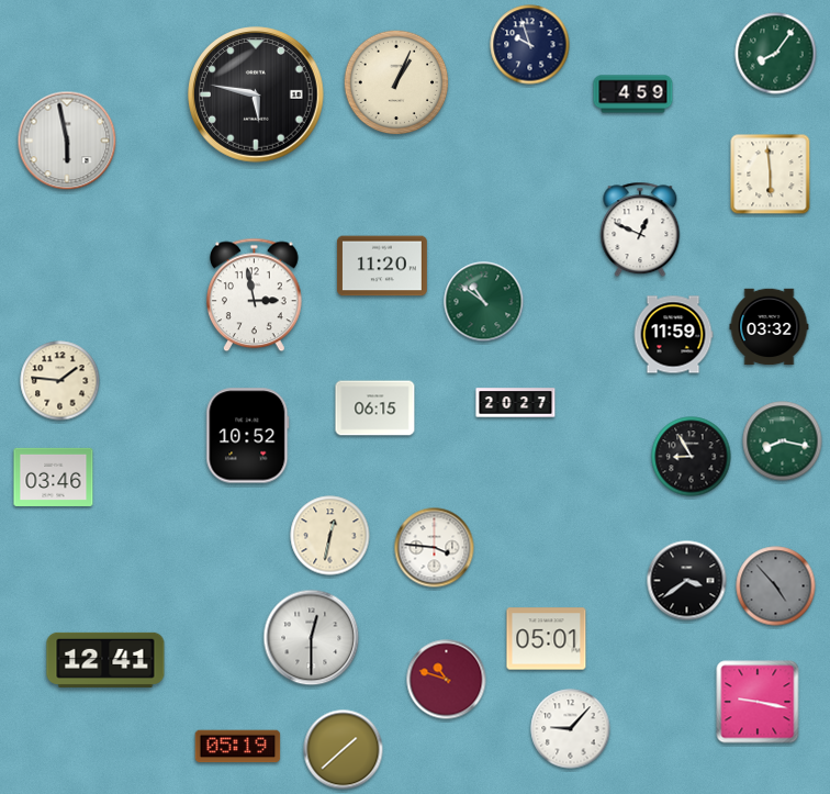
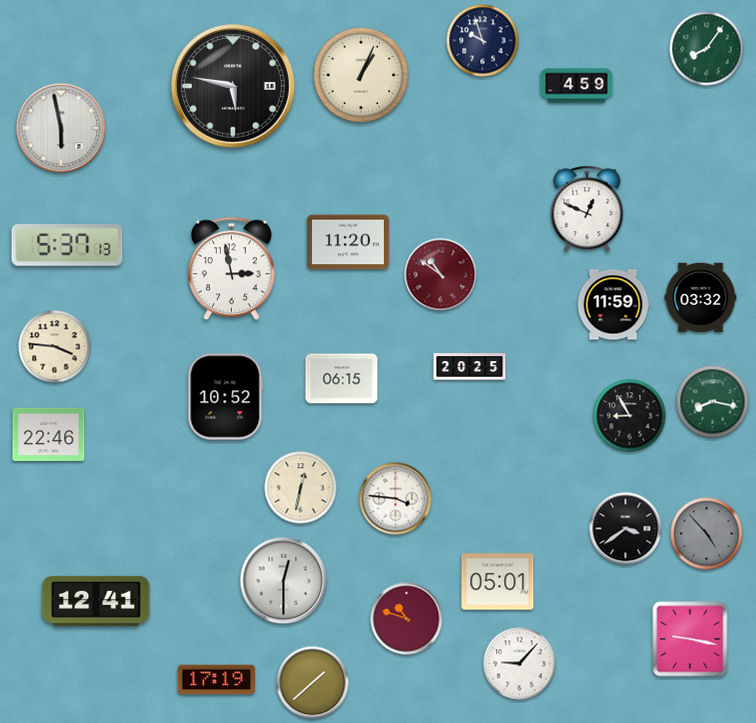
clock at (771, 175): 5:59 -> none
clock at (640, 230) position: (640, 230) -> (587, 209)
clock at (67, 245): none -> 5:37
clock at (484, 302) dial: green -> burgundy
clock at (60, 381): 1:46 -> 3:46
clock at (516, 403): 20:27 -> 20:25
clock at (375, 409) position: (375, 409) -> (342, 379)
clock at (54, 477): 03:46 -> 22:46
clock at (238, 747): 05:19 -> 17:19
